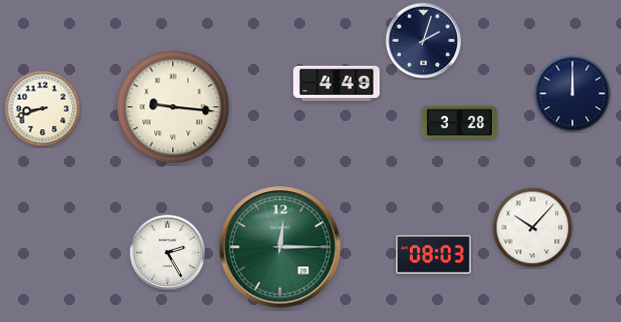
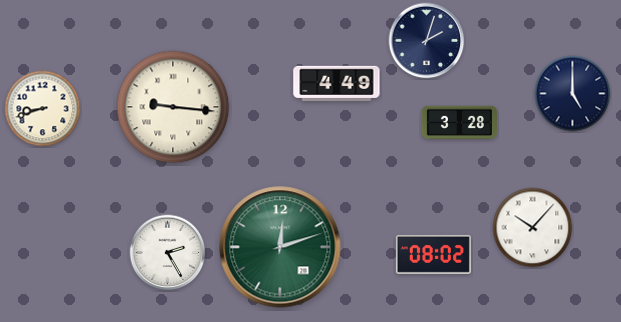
clock at (424, 41) position: (424, 41) -> (427, 41)
clock at (573, 94): 12:00 -> 5:00
clock at (280, 247): 12:15 -> 12:12
clock at (433, 254): 08:03 -> 08:02
